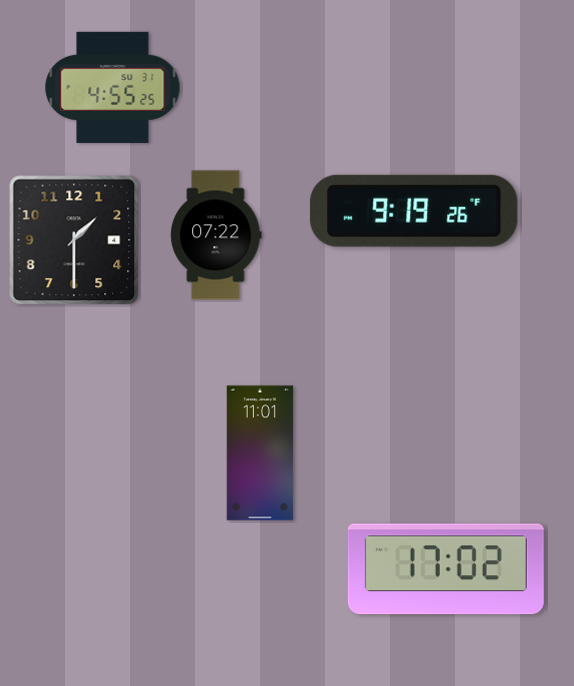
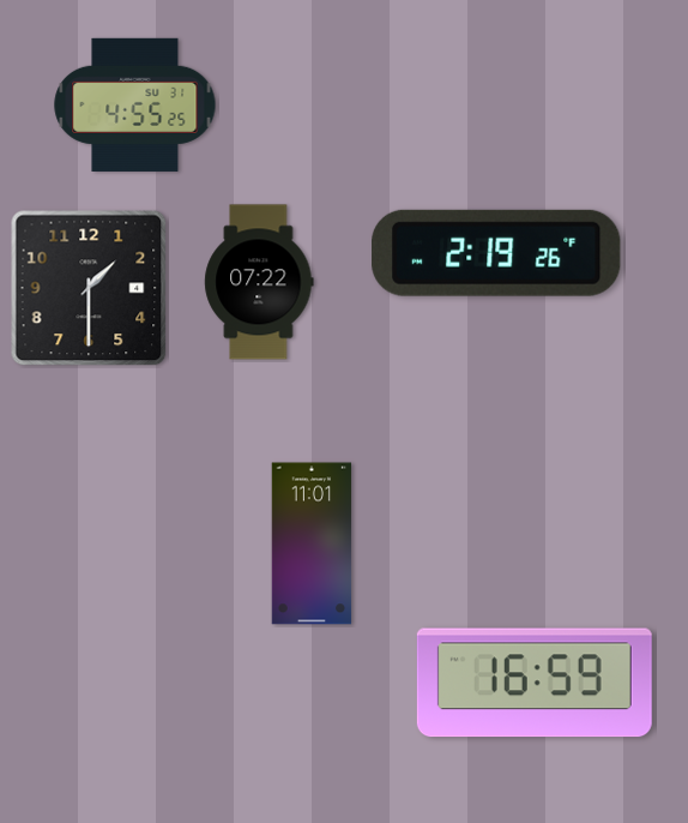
clock at (414, 211): 9:19 -> 2:19
clock at (446, 569): 17:02 -> 16:59
